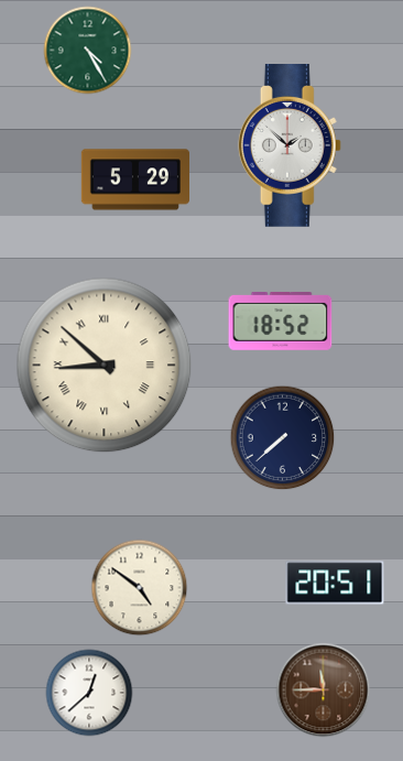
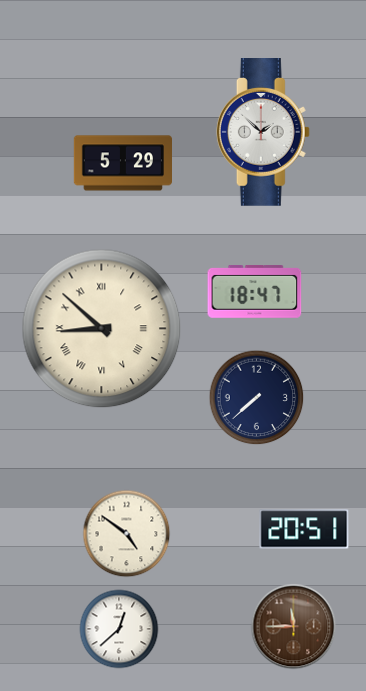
clock at (88, 51): 4:25 -> none
clock at (281, 322): 18:52 -> 18:47
clock at (105, 366) position: (105, 366) -> (102, 329)
clock at (89, 693) position: (89, 693) -> (119, 629)
